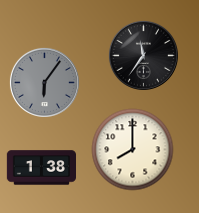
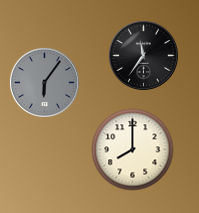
clock at (41, 168): 1:38 -> none
